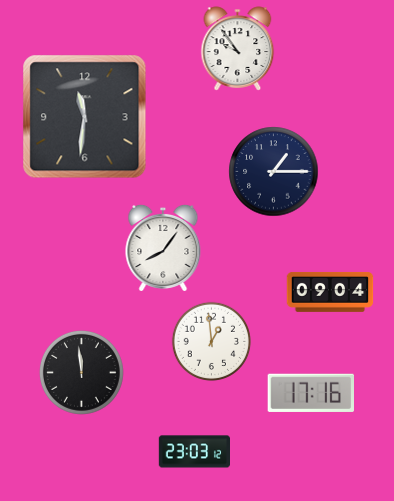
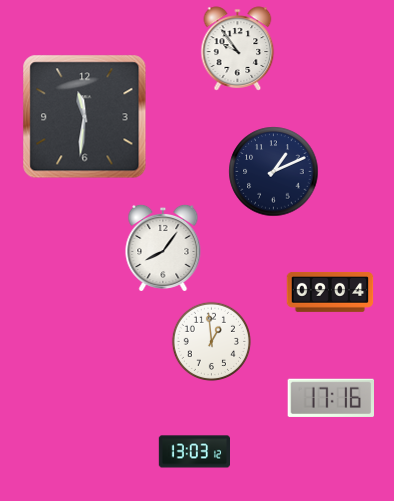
clock at (274, 172): 1:15 -> 1:11
clock at (81, 372): 11:59 -> none
clock at (310, 393) position: (310, 393) -> (330, 398)
clock at (194, 452): 23:03 -> 13:03
